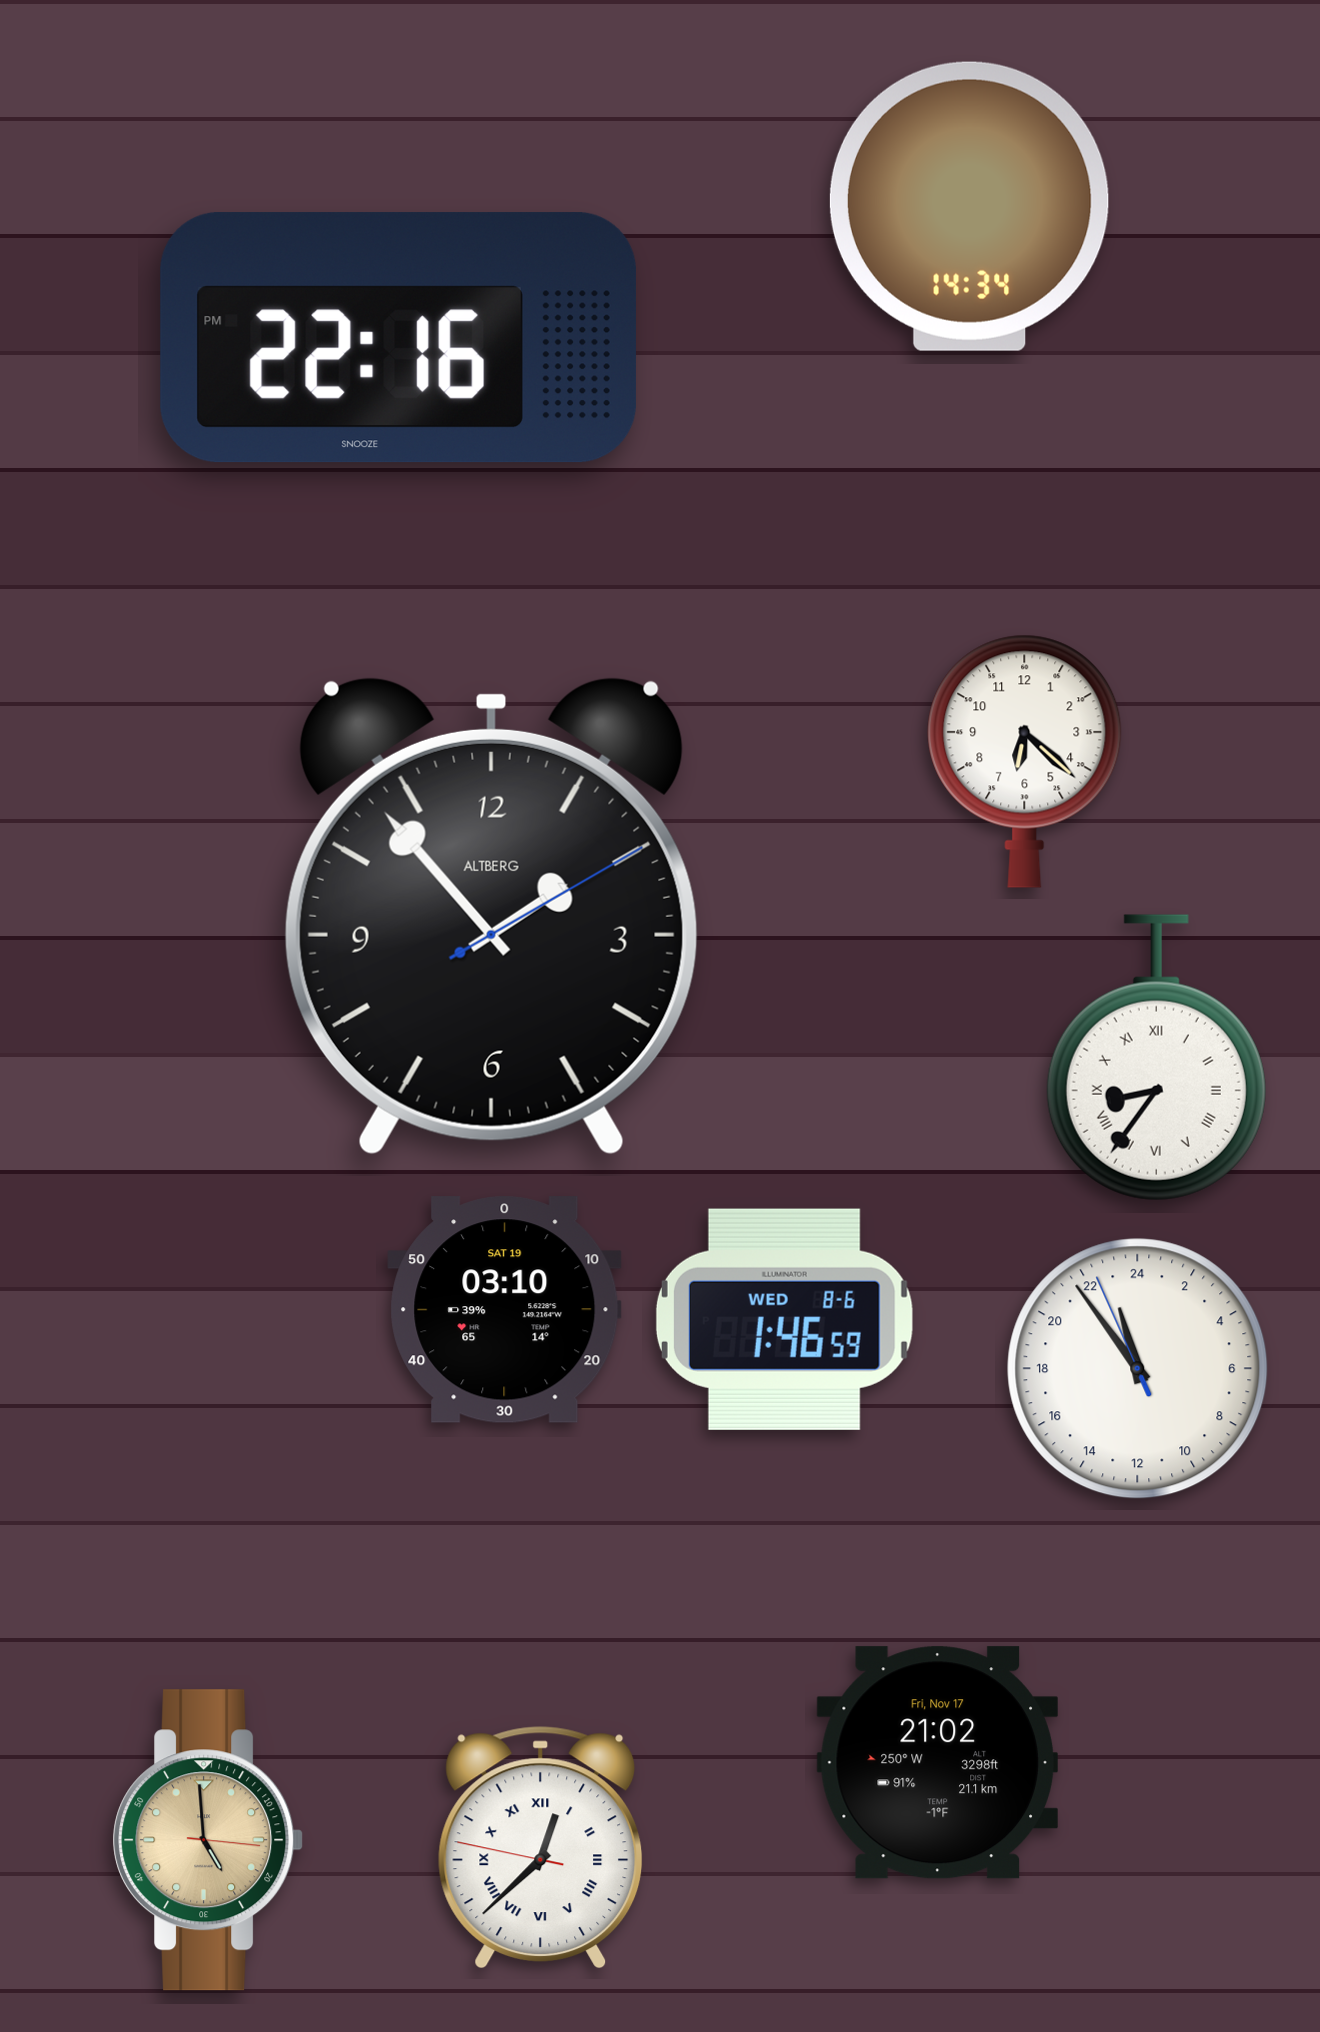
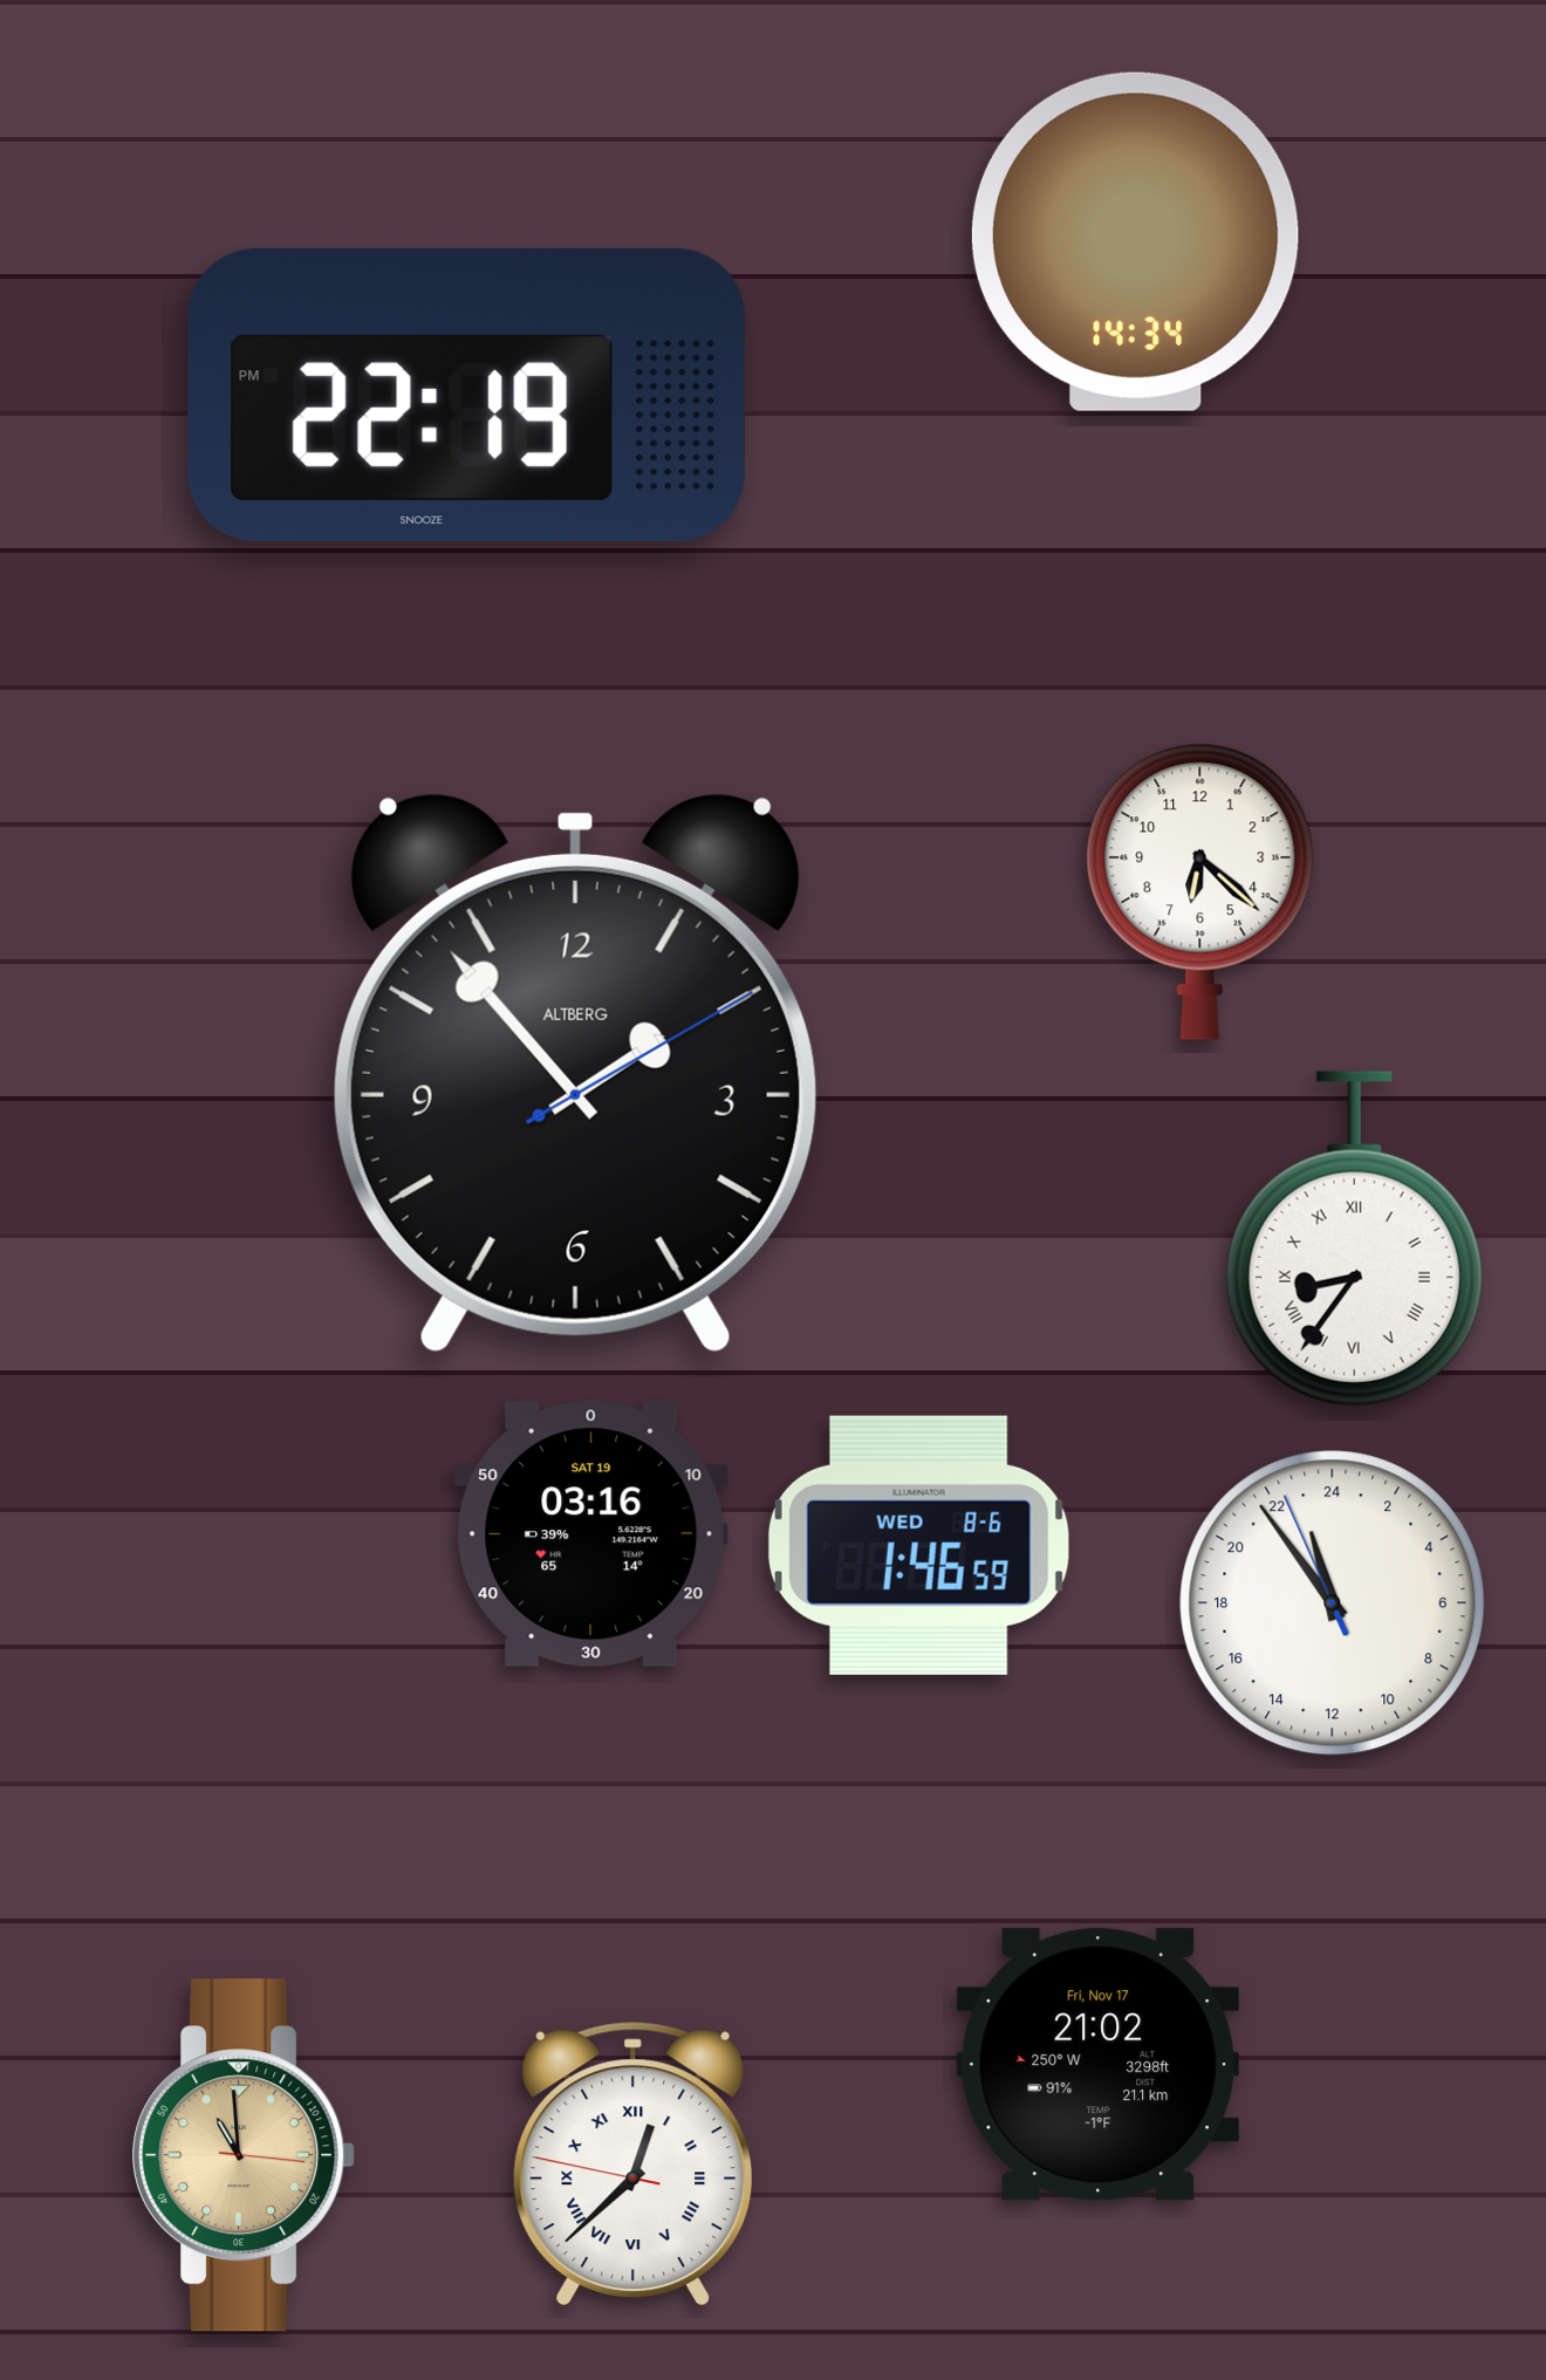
clock at (398, 338): 22:16 -> 22:19
clock at (505, 1310): 03:10 -> 03:16
clock at (208, 1840): 4:59 -> 10:59
